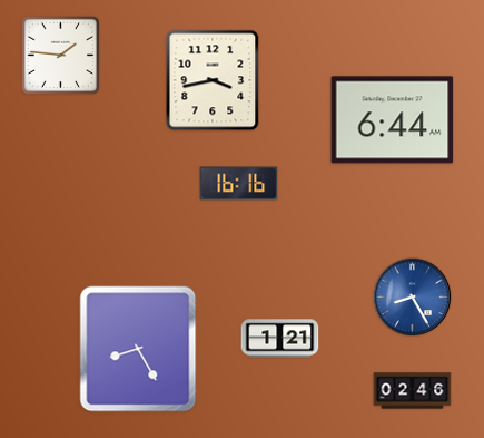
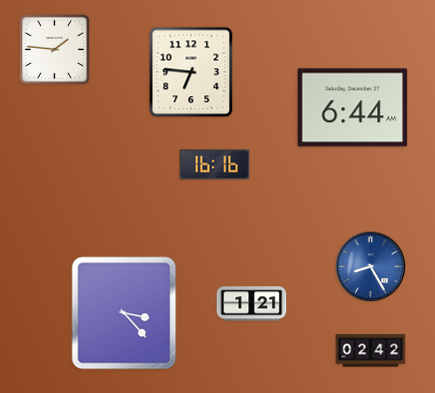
clock at (213, 80): 3:43 -> 6:46
clock at (138, 349): 8:25 -> 3:23
clock at (413, 391): 02:46 -> 02:42
